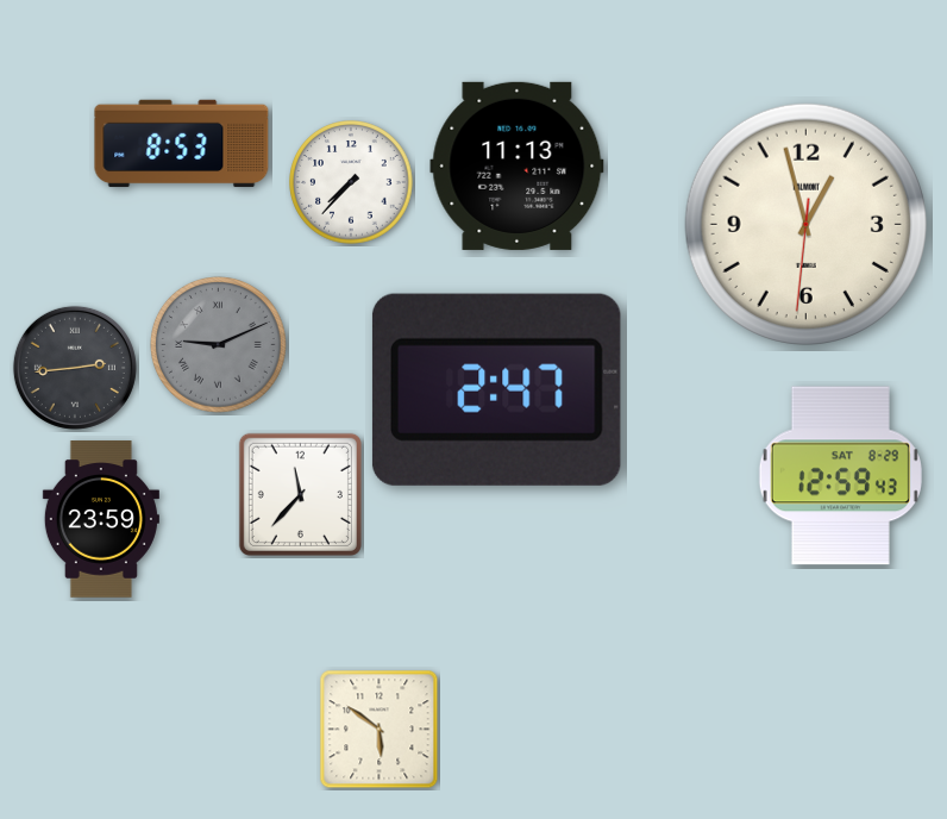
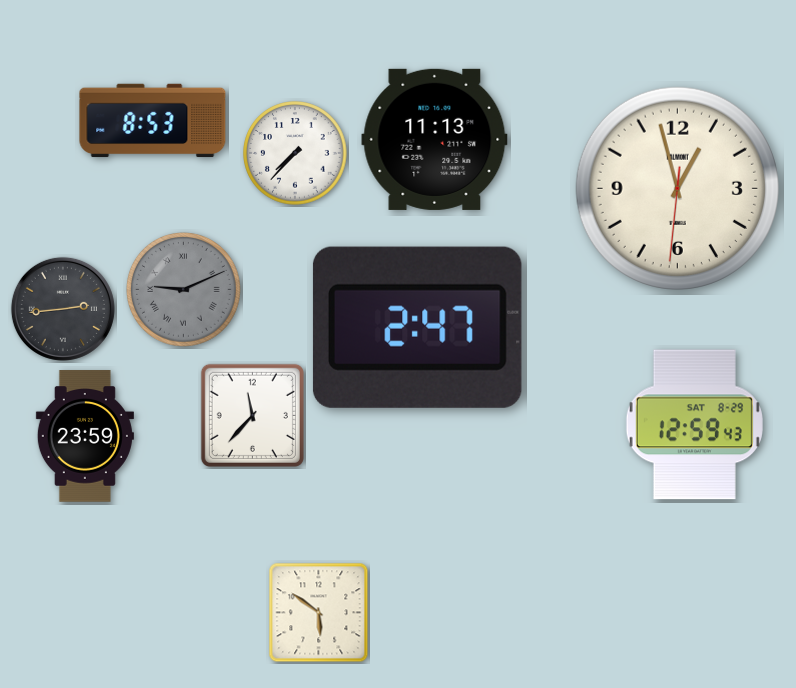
clock at (840, 476) position: (840, 476) -> (694, 425)
